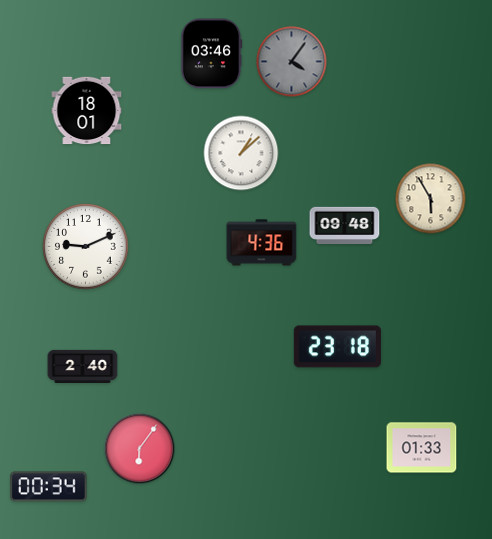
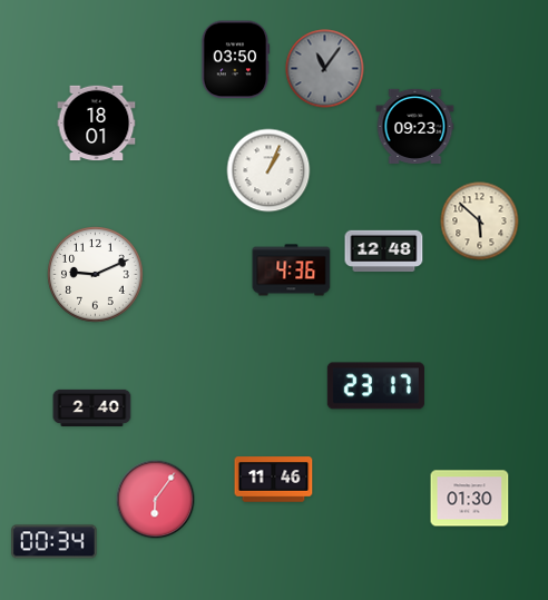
clock at (211, 54): 03:46 -> 03:50
clock at (292, 62): 4:06 -> 11:06
clock at (415, 126): none -> 09:23
clock at (241, 153): 1:08 -> 1:04
clock at (431, 199): 5:55 -> 5:52
clock at (345, 225): 09:48 -> 12:48
clock at (337, 347): 23:18 -> 23:17
clock at (274, 480): none -> 11:46
clock at (422, 448): 01:33 -> 01:30
